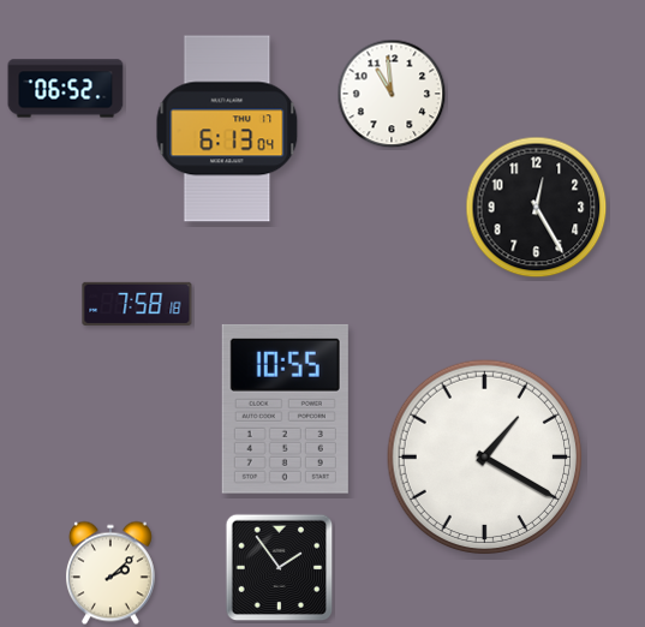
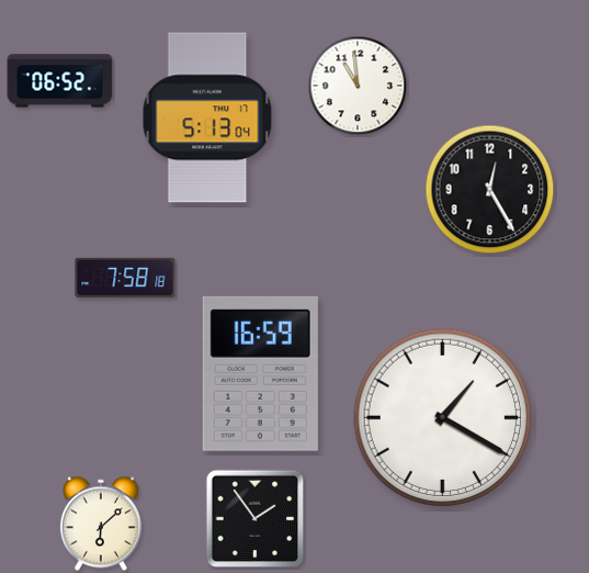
clock at (227, 129): 6:13 -> 5:13
clock at (285, 408): 10:55 -> 16:59
clock at (111, 573): 2:08 -> 6:08
